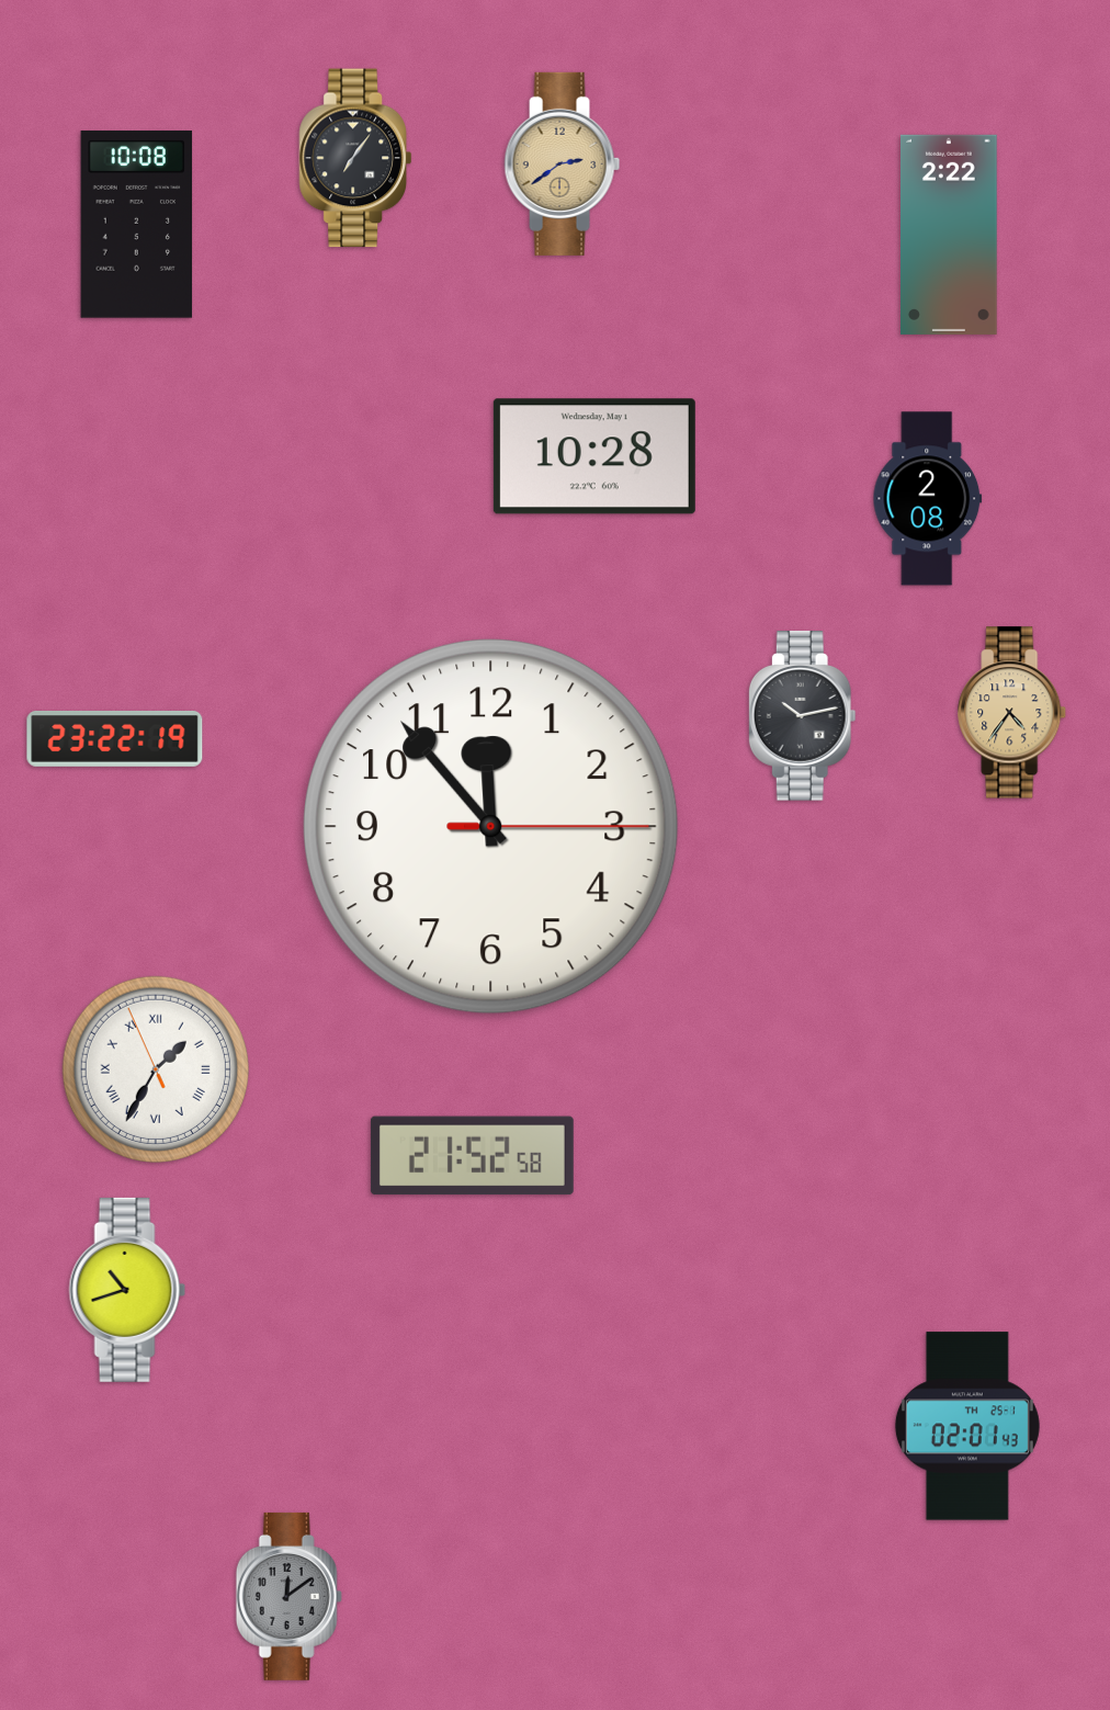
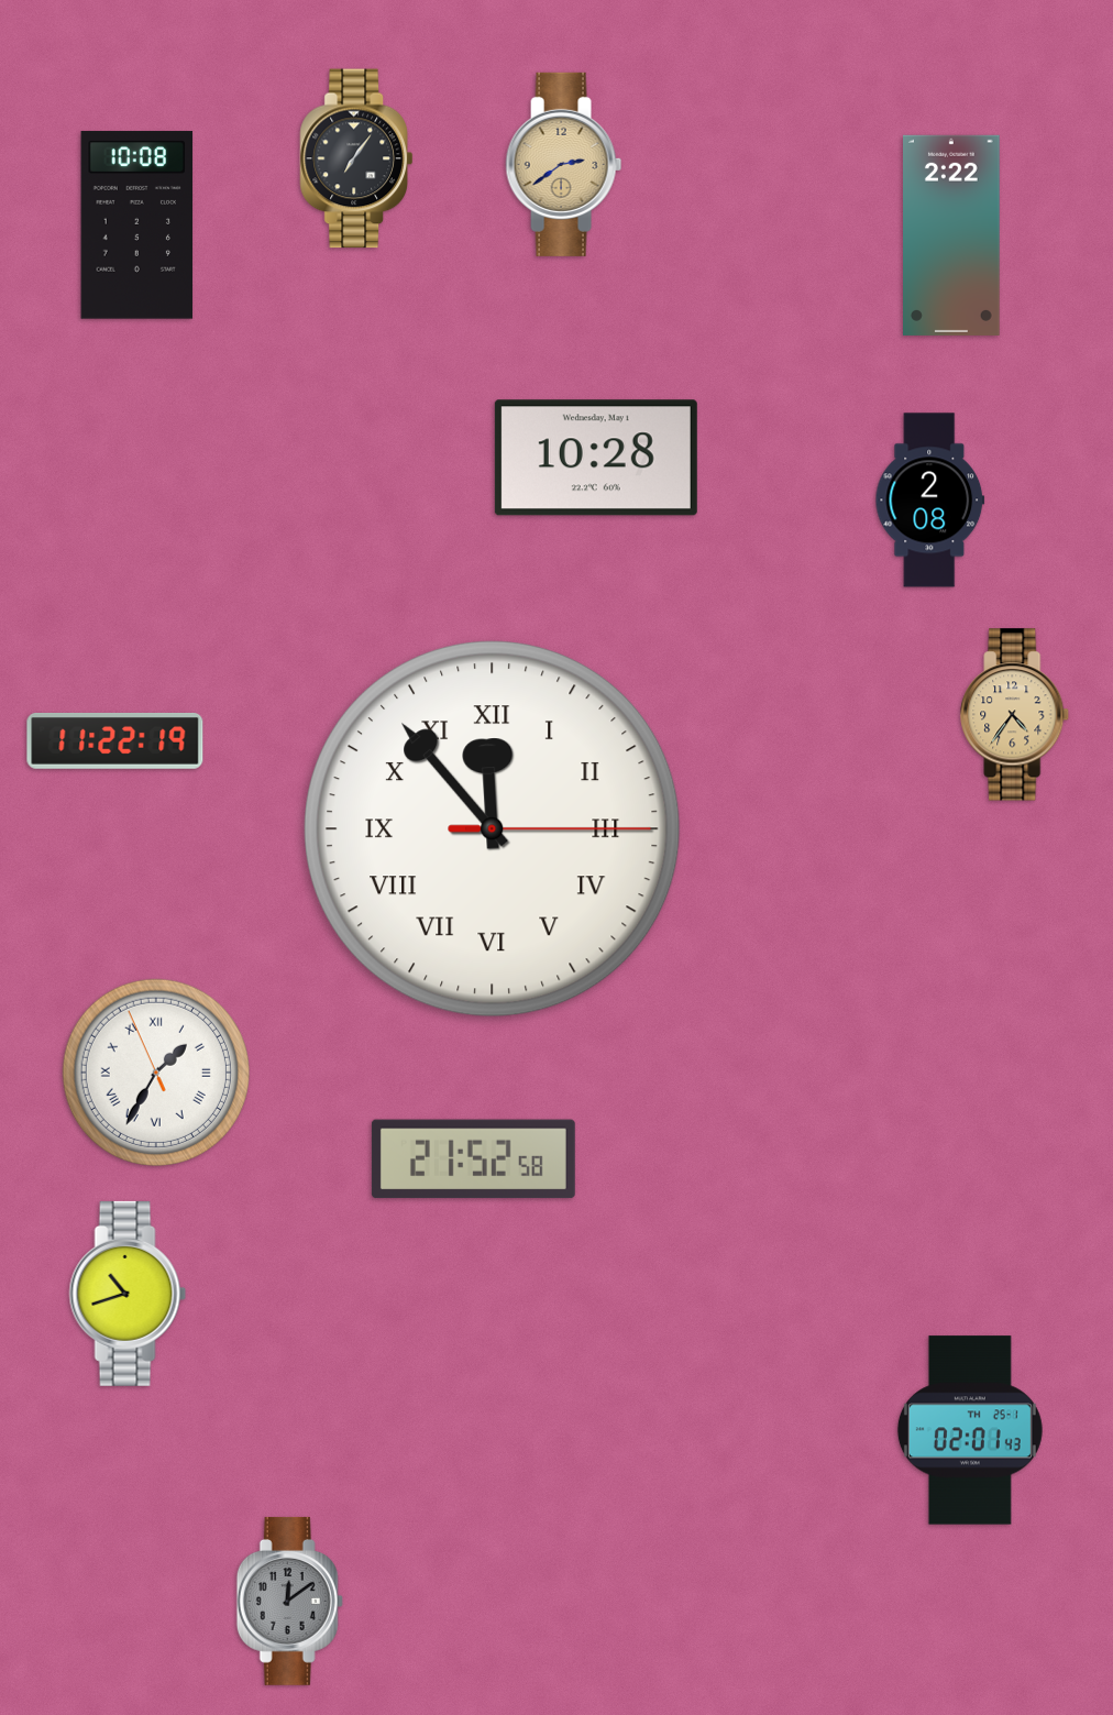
clock at (802, 716): 10:13 -> none
clock at (115, 738): 23:22 -> 11:22
clock at (490, 826) numerals: Arabic -> Roman
